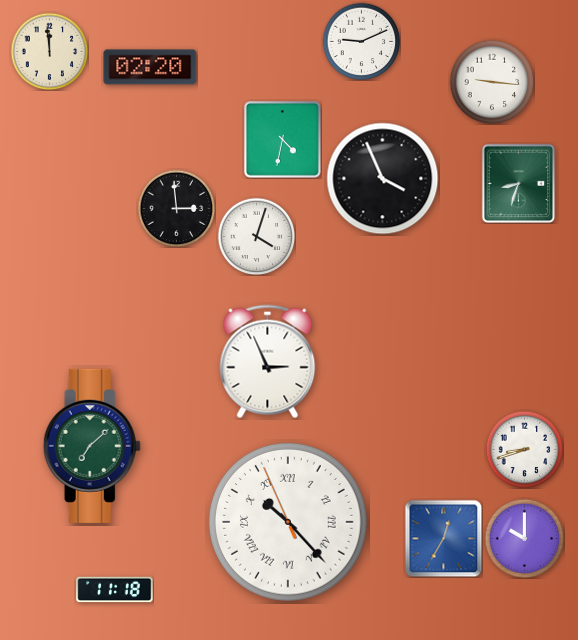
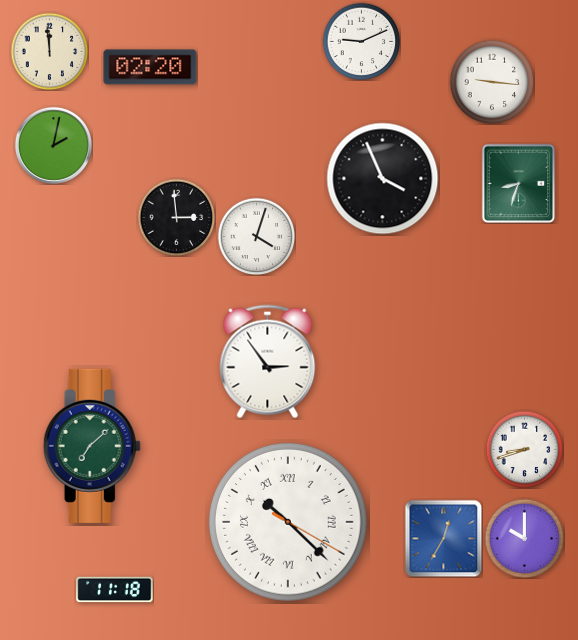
clock at (282, 139): 4:32 -> none
clock at (53, 145): none -> 2:02
clock at (176, 208) position: (176, 208) -> (176, 217)
clock at (268, 362): 2:56 -> 2:54
clock at (289, 523): 10:22:56 -> 10:22:20
